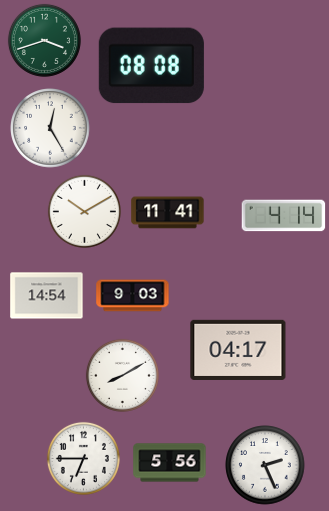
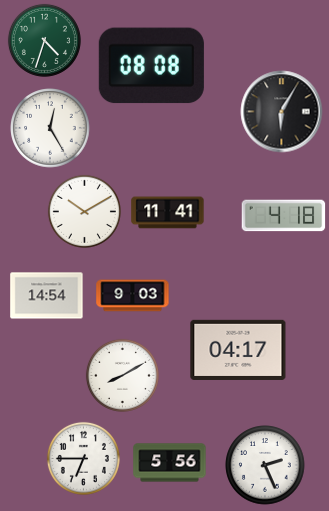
clock at (44, 40): 3:42 -> 4:33
clock at (282, 112): none -> 6:05
clock at (284, 216): 4:14 -> 4:18
